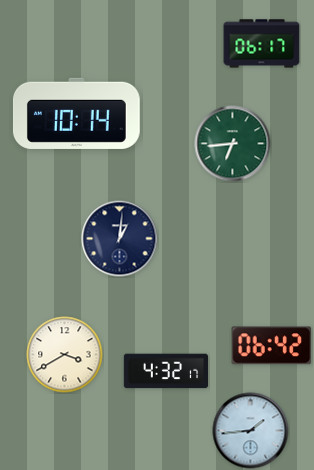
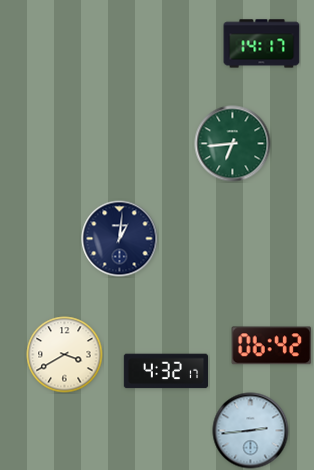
clock at (262, 44): 06:17 -> 14:17
clock at (76, 113): 10:14 -> none
clock at (251, 431): 1:44 -> 2:44
